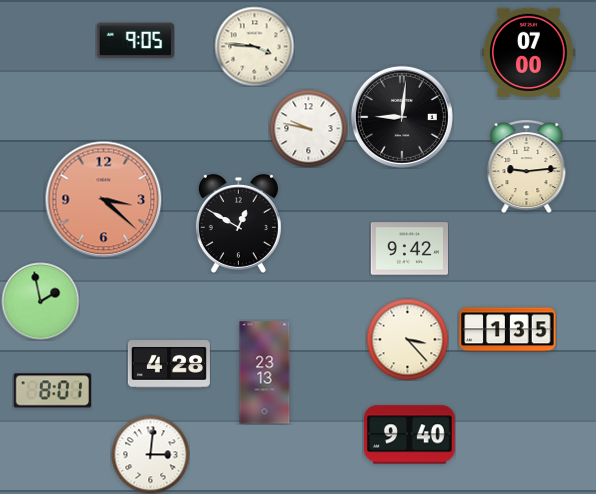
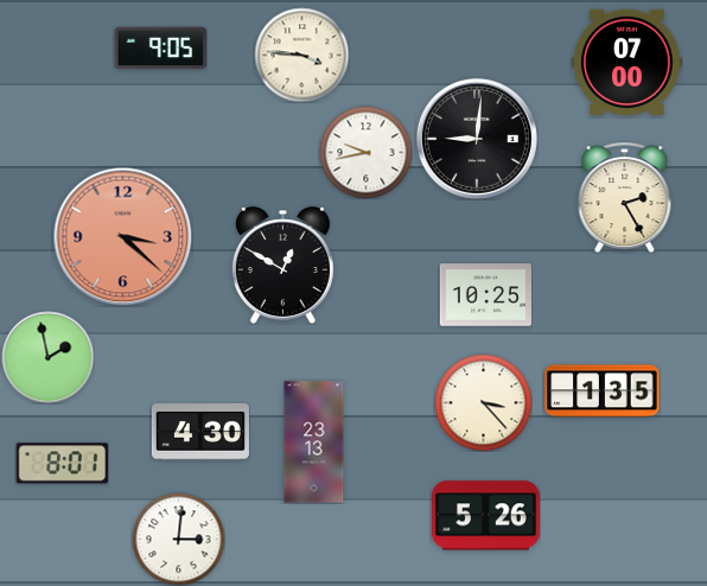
clock at (308, 128): 9:47 -> 9:43
clock at (527, 166): 9:14 -> 2:25
clock at (409, 249): 9:42 -> 10:25
clock at (169, 365): 4:28 -> 4:30
clock at (410, 435): 9:40 -> 5:26
